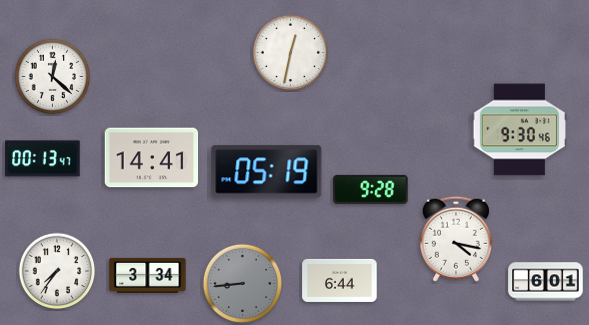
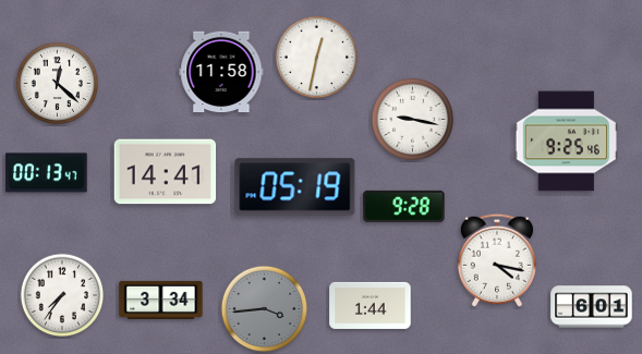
clock at (221, 72): none -> 11:58
clock at (413, 120): none -> 9:17
clock at (519, 130): 9:30 -> 9:25
clock at (267, 172) position: (267, 172) -> (295, 187)
clock at (340, 280): 6:44 -> 1:44
clock at (546, 282) position: (546, 282) -> (592, 307)
clock at (243, 284): 8:44 -> 3:44
